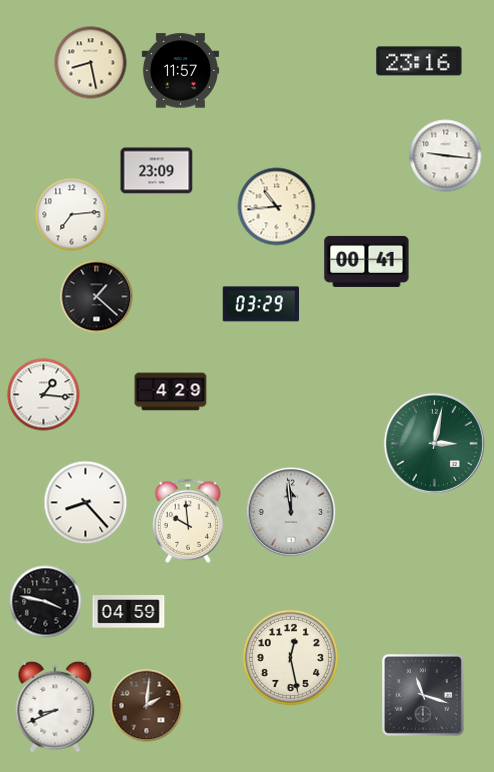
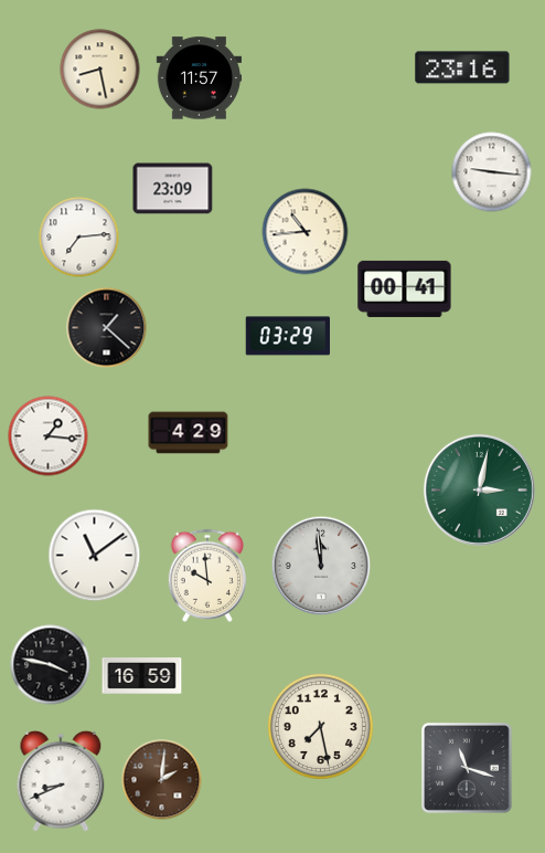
clock at (277, 207) position: (277, 207) -> (306, 232)
clock at (86, 503): 8:23 -> 11:09
clock at (129, 612): 04:59 -> 16:59
clock at (290, 657): 12:28 -> 7:28
